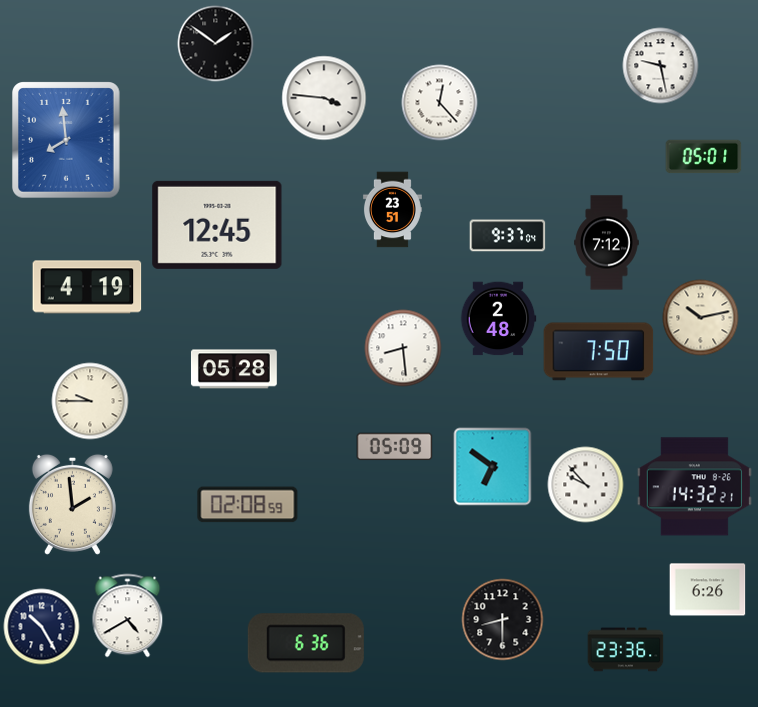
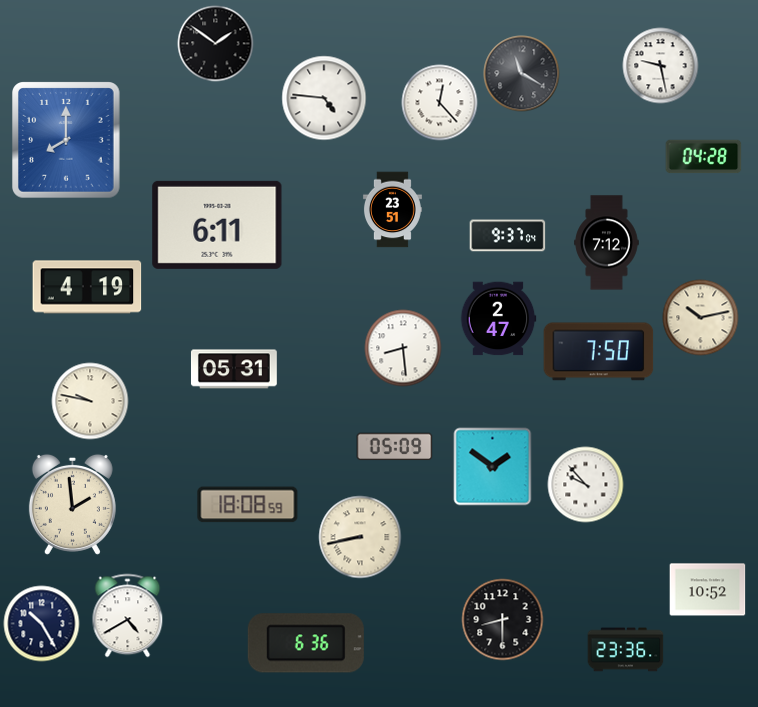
clock at (522, 74): none -> 11:20
clock at (324, 98): 3:46 -> 4:46
clock at (67, 141): 7:59 -> 8:00
clock at (704, 157): 05:01 -> 04:28
clock at (217, 225): 12:45 -> 6:11
clock at (498, 319): 2:48 -> 2:47
clock at (234, 369): 05:28 -> 05:31
clock at (90, 401): 9:45 -> 9:47
clock at (493, 467): 6:51 -> 1:51
clock at (694, 487): 14:32 -> none
clock at (248, 505): 02:08 -> 18:08
clock at (360, 537): none -> 8:43
clock at (708, 590): 6:26 -> 10:52
clock at (42, 627) position: (42, 627) -> (42, 624)
